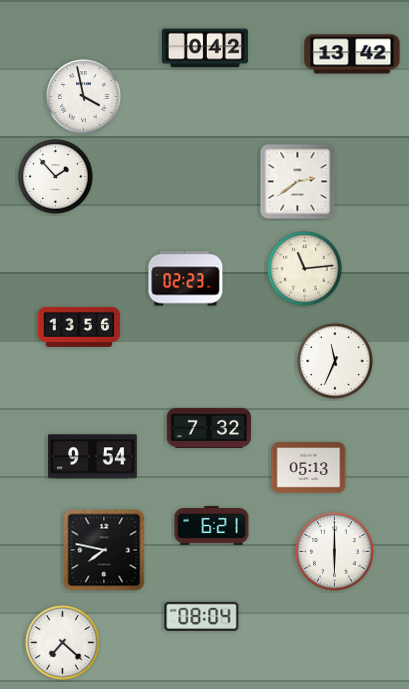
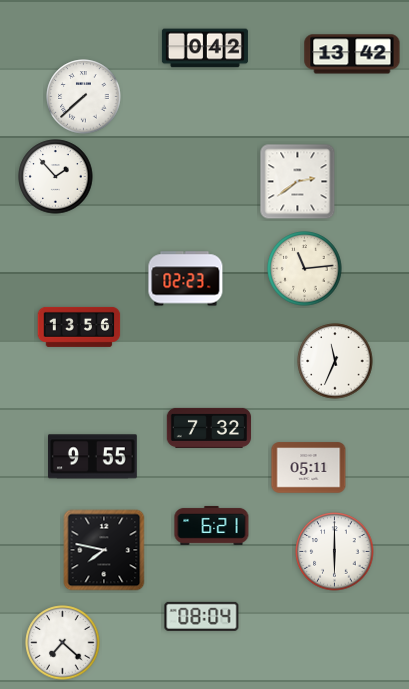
clock at (84, 97): 3:58 -> 7:38
clock at (93, 457): 9:54 -> 9:55
clock at (309, 468): 05:13 -> 05:11
